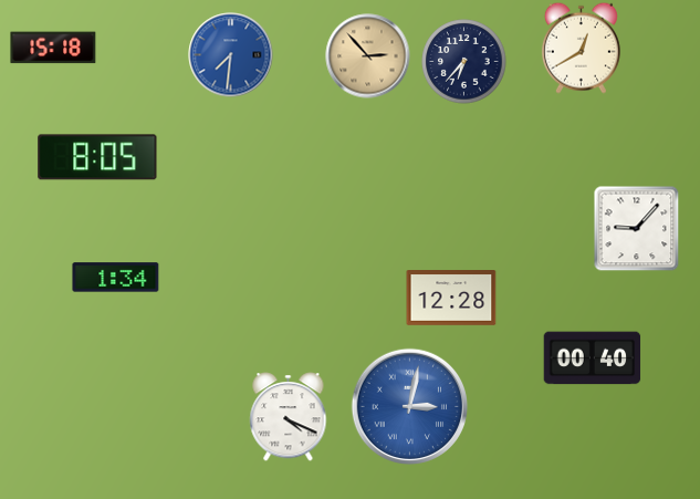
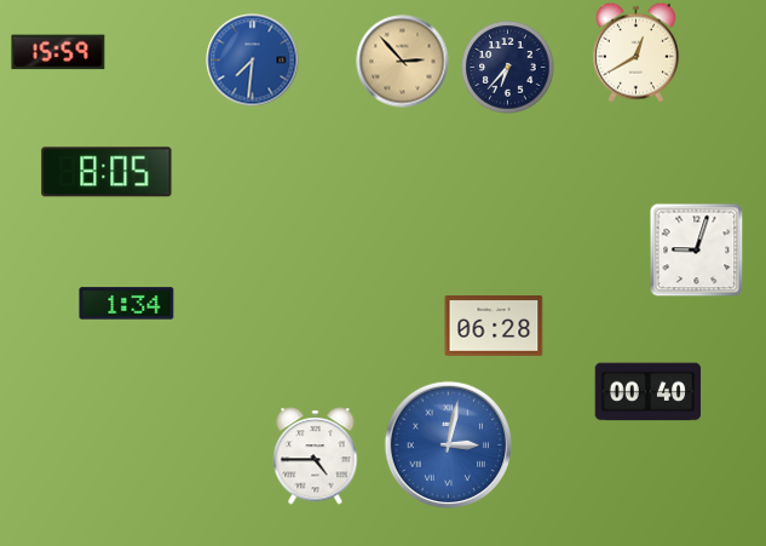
clock at (53, 48): 15:18 -> 15:59
clock at (636, 228): 9:07 -> 9:03
clock at (451, 298): 12:28 -> 06:28
clock at (289, 417): 4:19 -> 4:45
